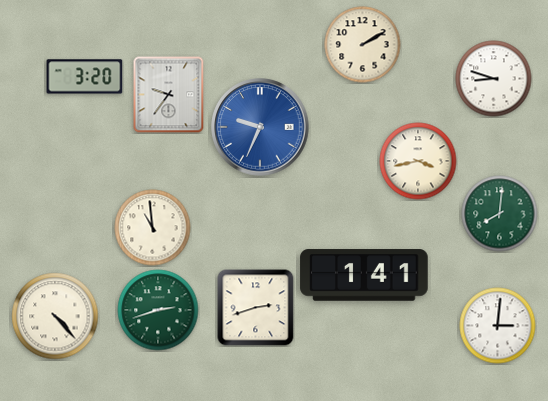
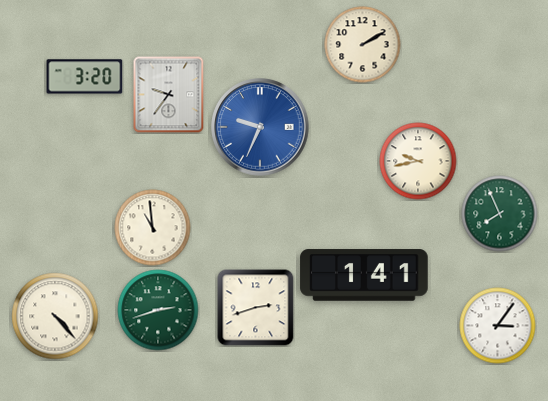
clock at (494, 79): 8:48 -> none
clock at (418, 161): 3:43 -> 9:43
clock at (500, 214): 8:01 -> 7:56
clock at (498, 326): 3:01 -> 3:06
